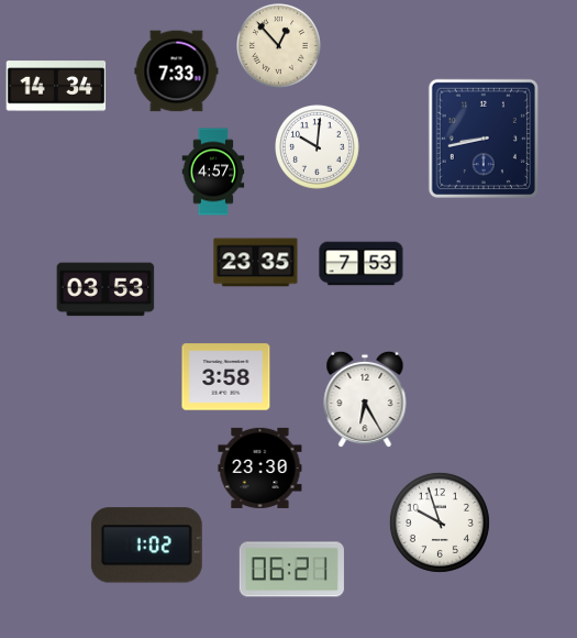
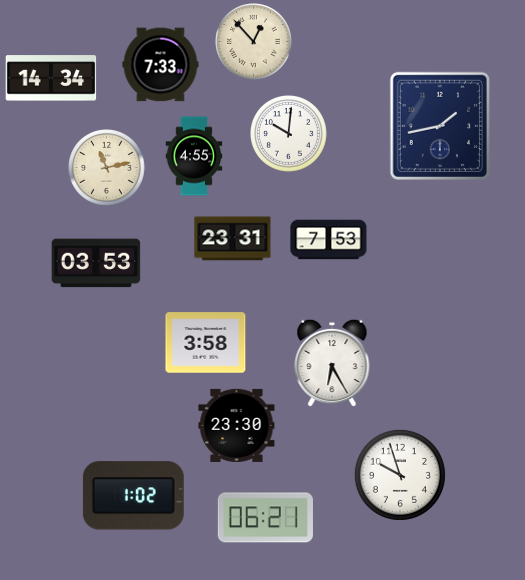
clock at (484, 139): 8:43 -> 1:43
clock at (213, 172): 4:57 -> 4:55
clock at (107, 168): none -> 11:13
clock at (256, 263): 23:35 -> 23:31
